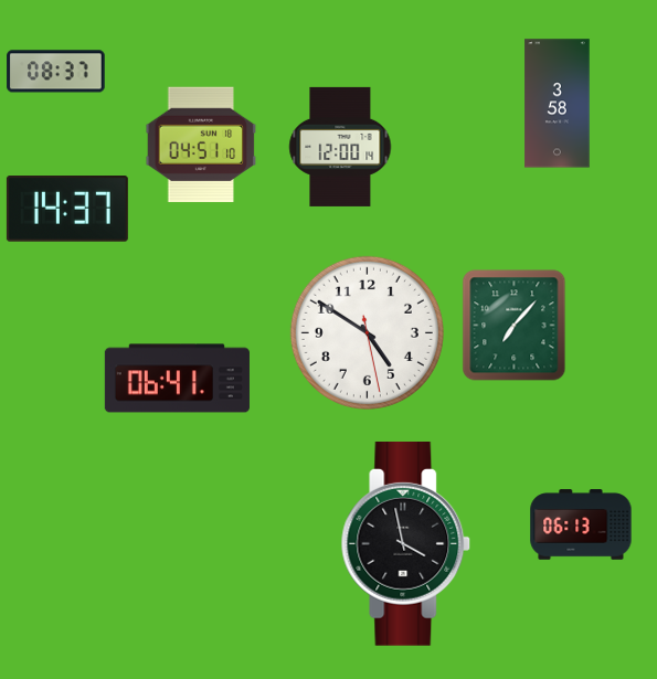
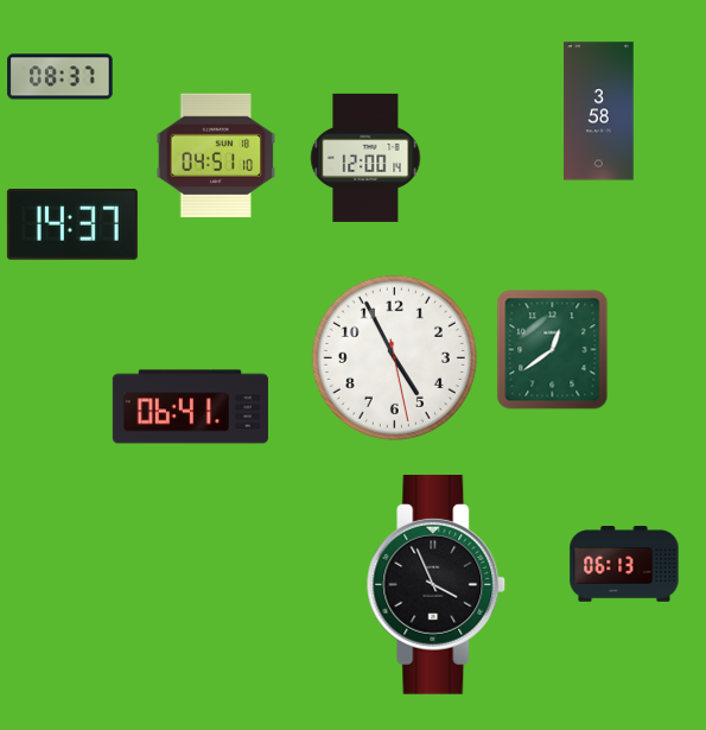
clock at (515, 326): 7:07 -> 12:39
clock at (367, 332): 4:50 -> 4:55
clock at (406, 543): 3:58 -> 3:56
